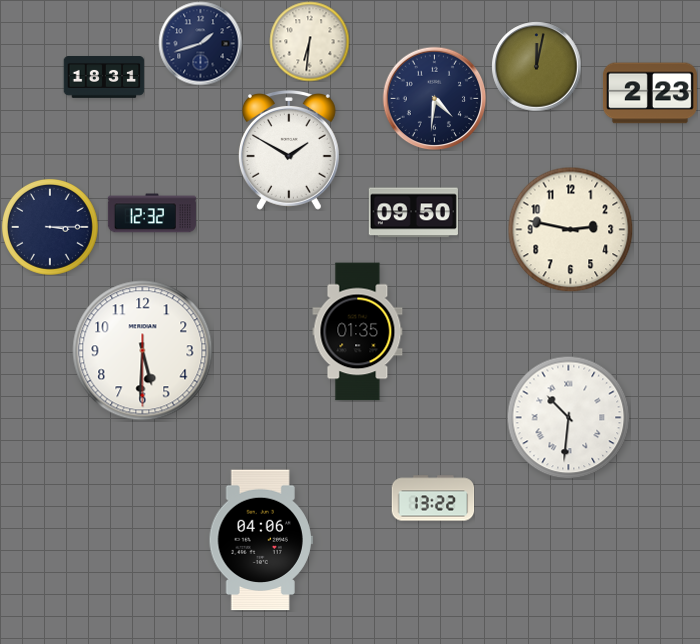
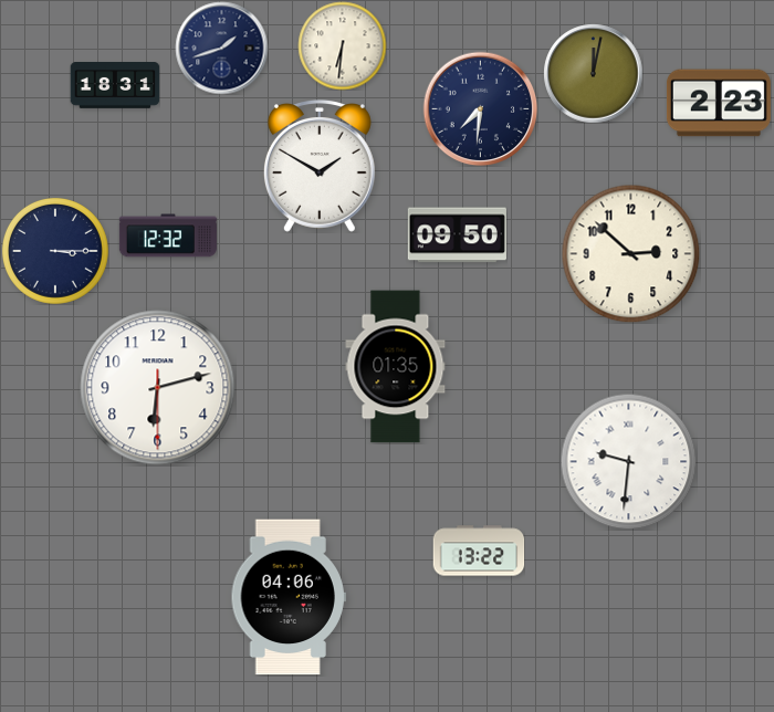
clock at (434, 98): 4:31 -> 7:31
clock at (570, 229): 2:47 -> 2:52
clock at (143, 351): 5:30 -> 6:12
clock at (568, 417): 10:31 -> 9:31
